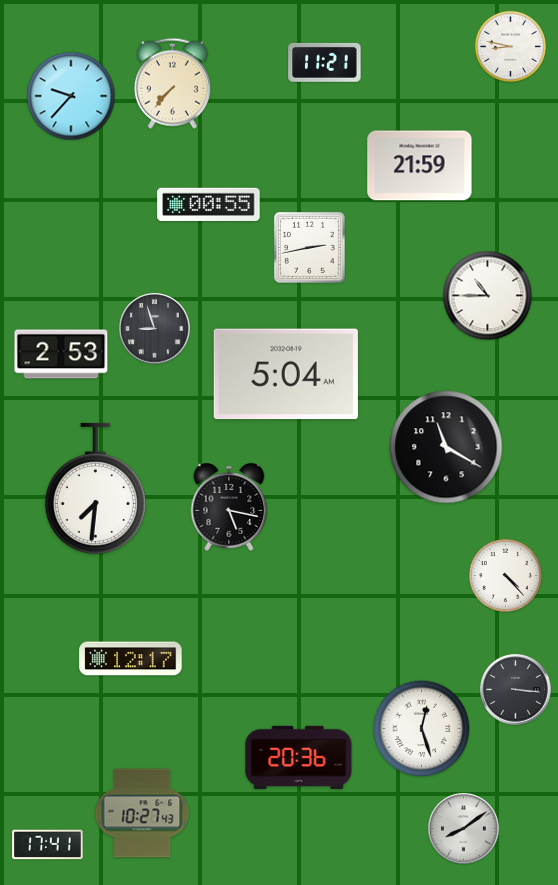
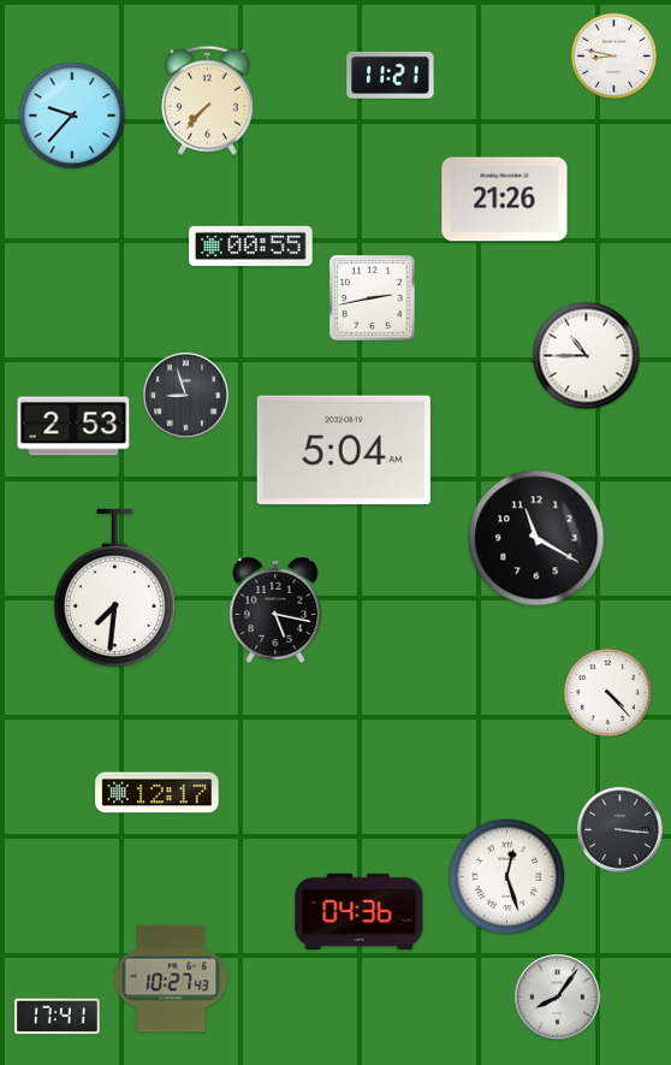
clock at (71, 96) position: (71, 96) -> (72, 116)
clock at (420, 166): 21:59 -> 21:26
clock at (299, 757): 20:36 -> 04:36
clock at (464, 829): 8:09 -> 8:06
